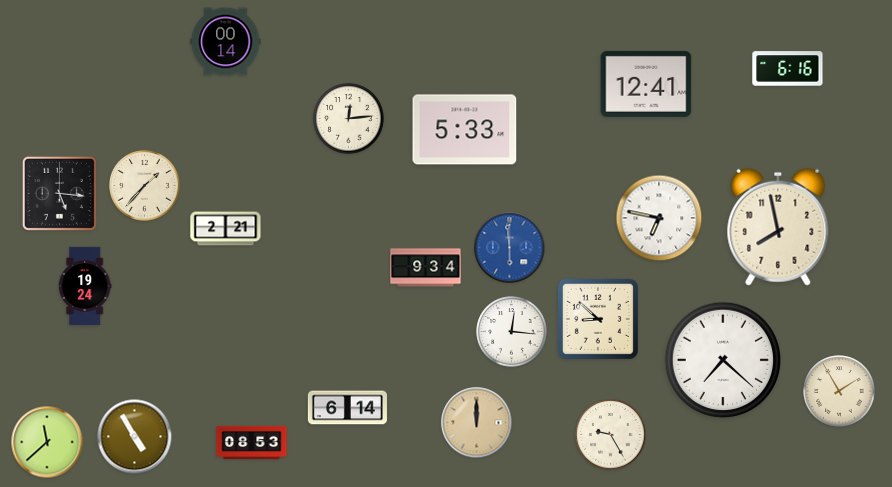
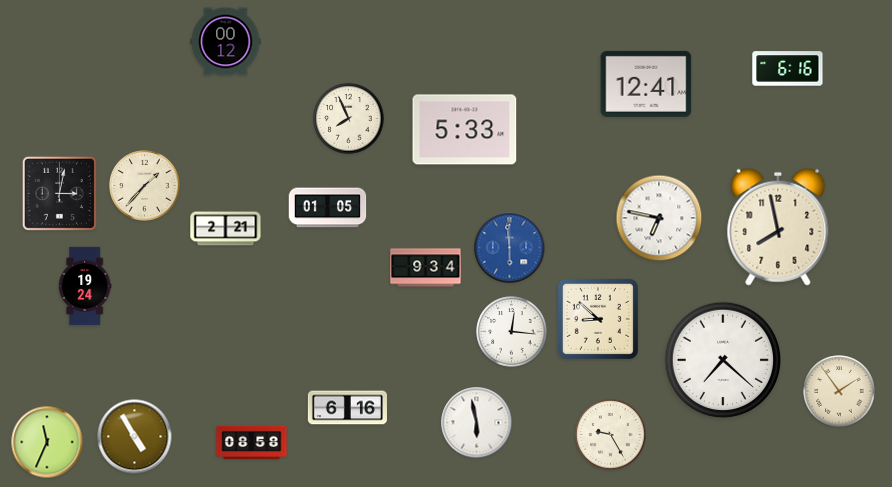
clock at (226, 42): 00:14 -> 00:12
clock at (349, 119): 12:14 -> 7:56
clock at (59, 193): 5:16 -> 3:02
clock at (328, 208): none -> 01:05
clock at (839, 391): 1:55 -> 1:54
clock at (347, 408): 6:14 -> 6:16
clock at (477, 423): 12:00 -> 5:58
clock at (477, 423) dial: champagne -> white
clock at (47, 442): 11:38 -> 11:34
clock at (252, 443): 08:53 -> 08:58
